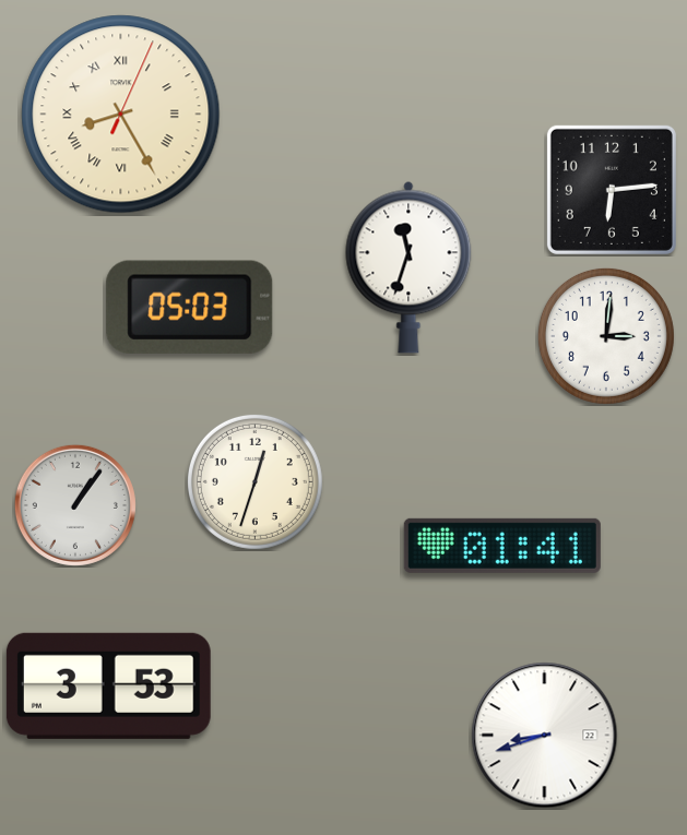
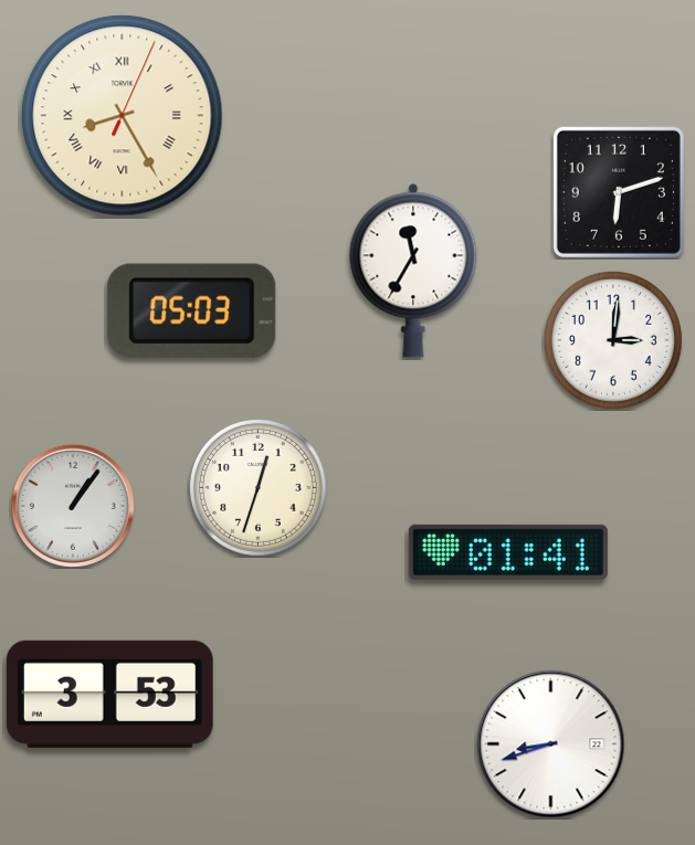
clock at (612, 190): 6:14 -> 6:12
clock at (408, 267): 11:33 -> 11:35
clock at (75, 505) position: (75, 505) -> (73, 506)
